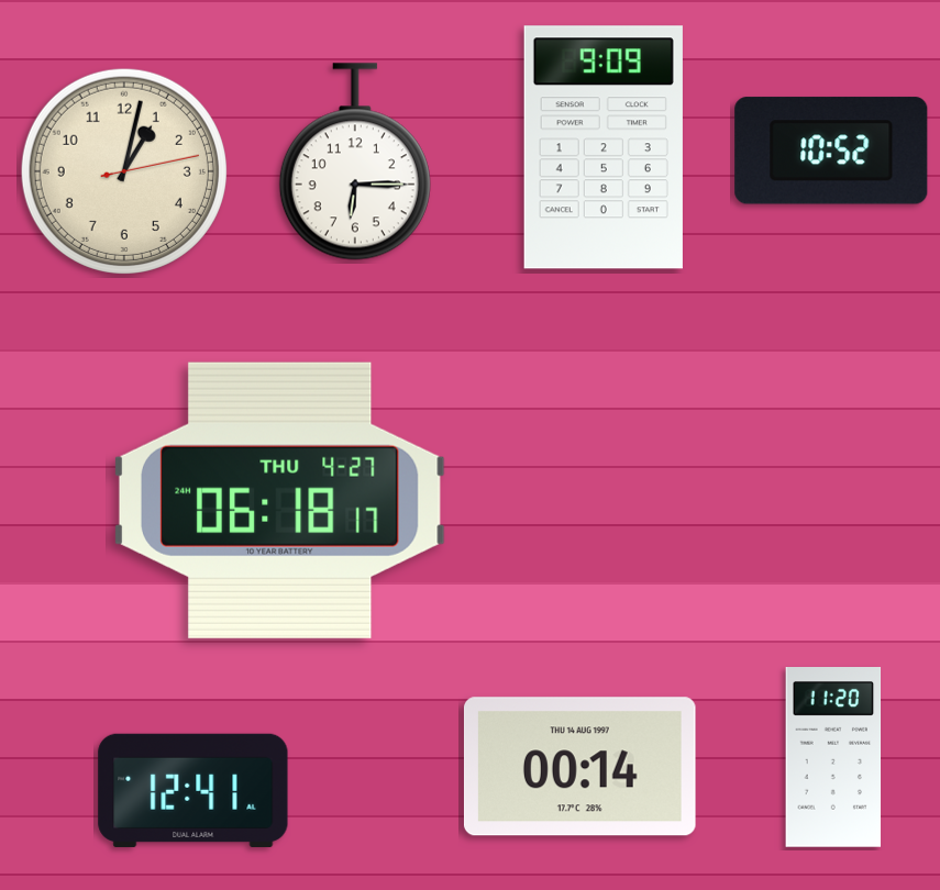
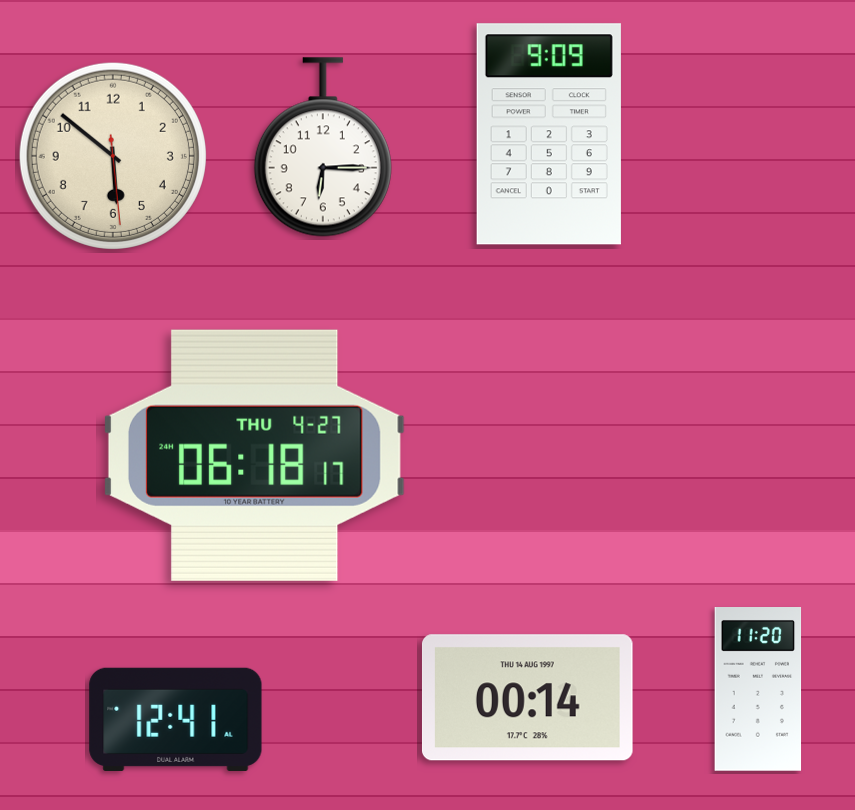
clock at (831, 151): 10:52 -> none
clock at (124, 171): 1:02 -> 5:51
